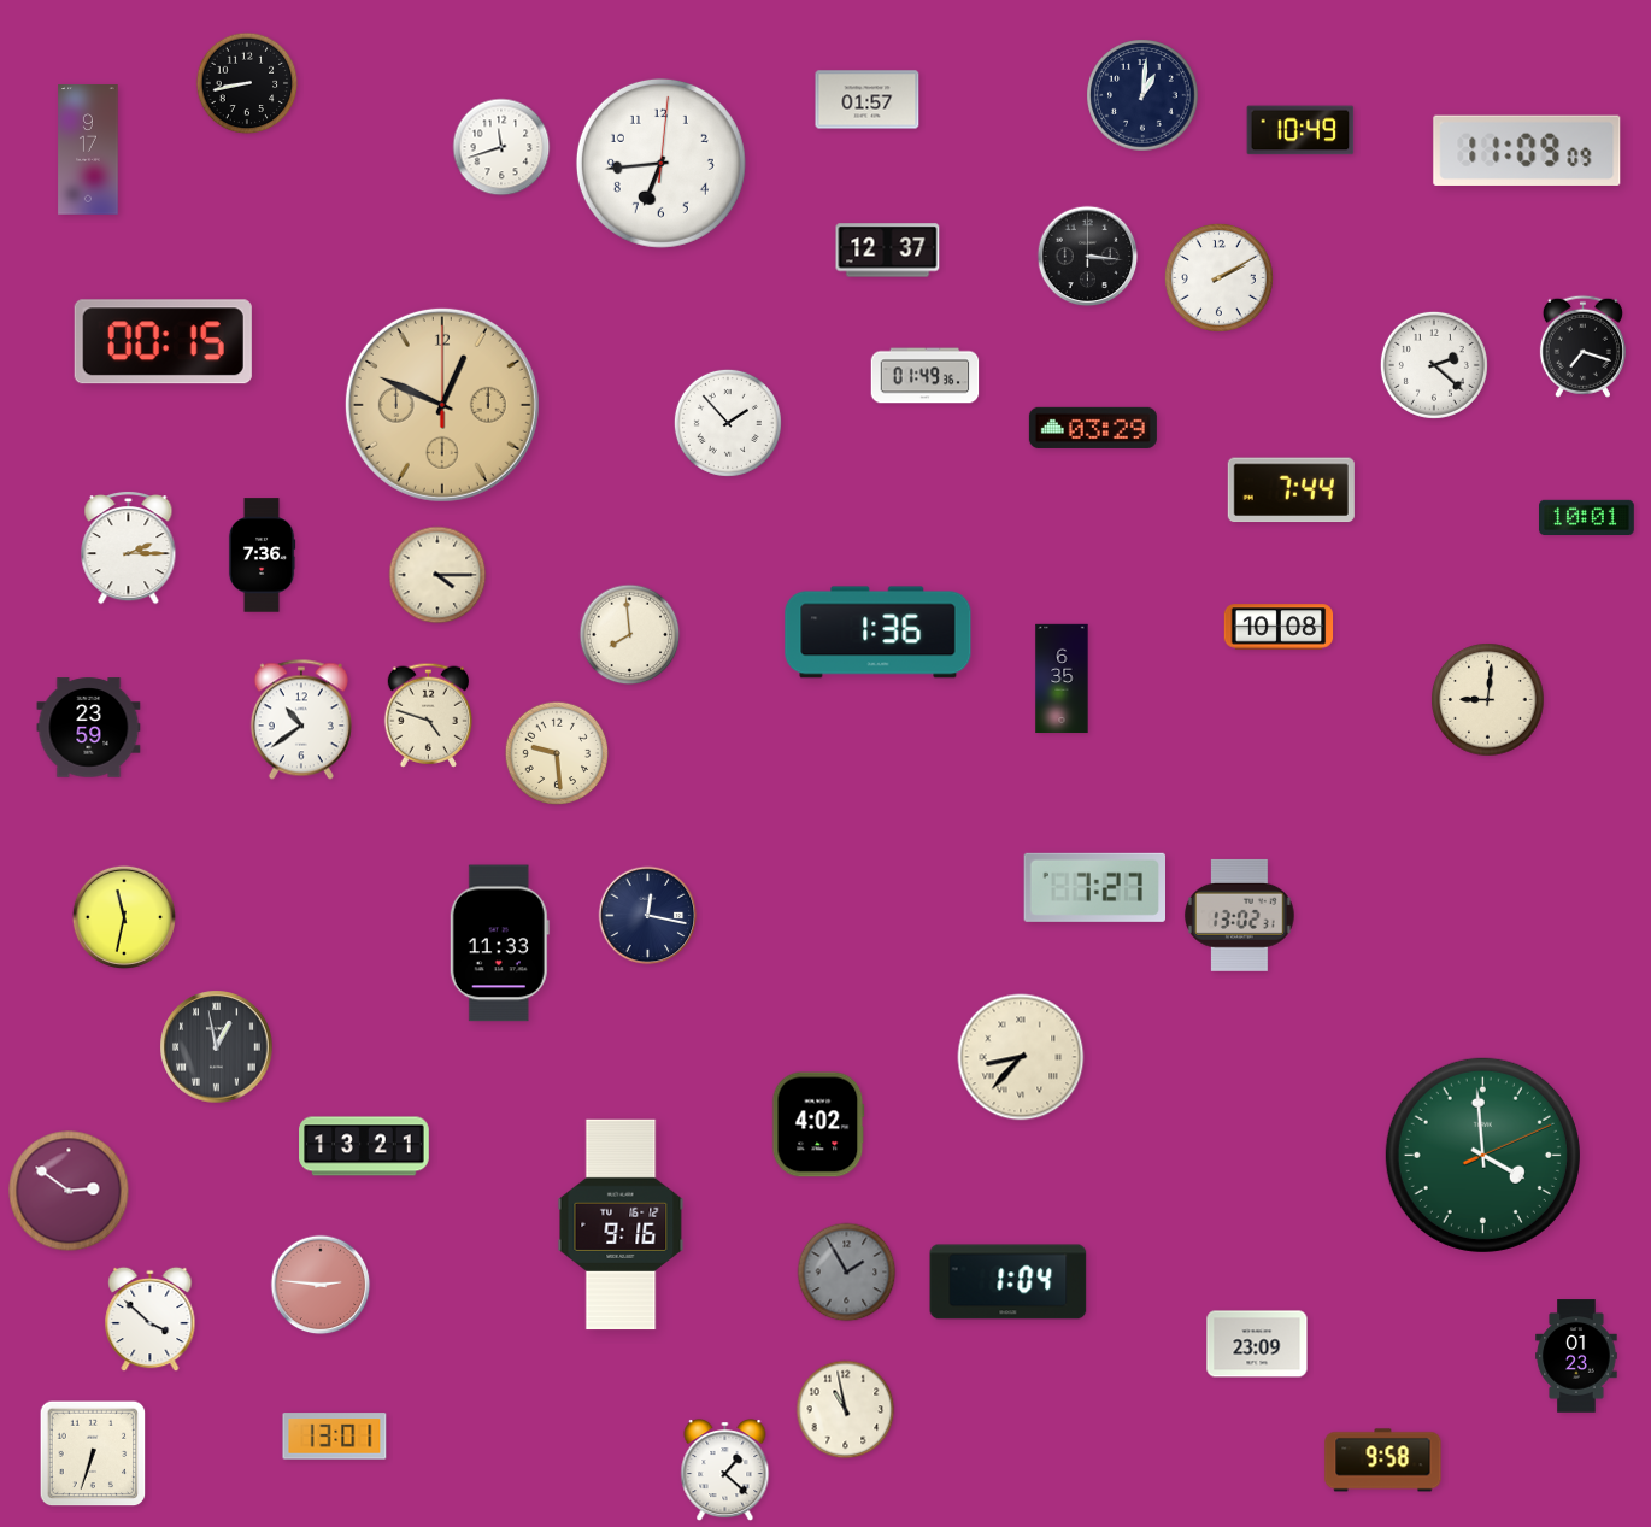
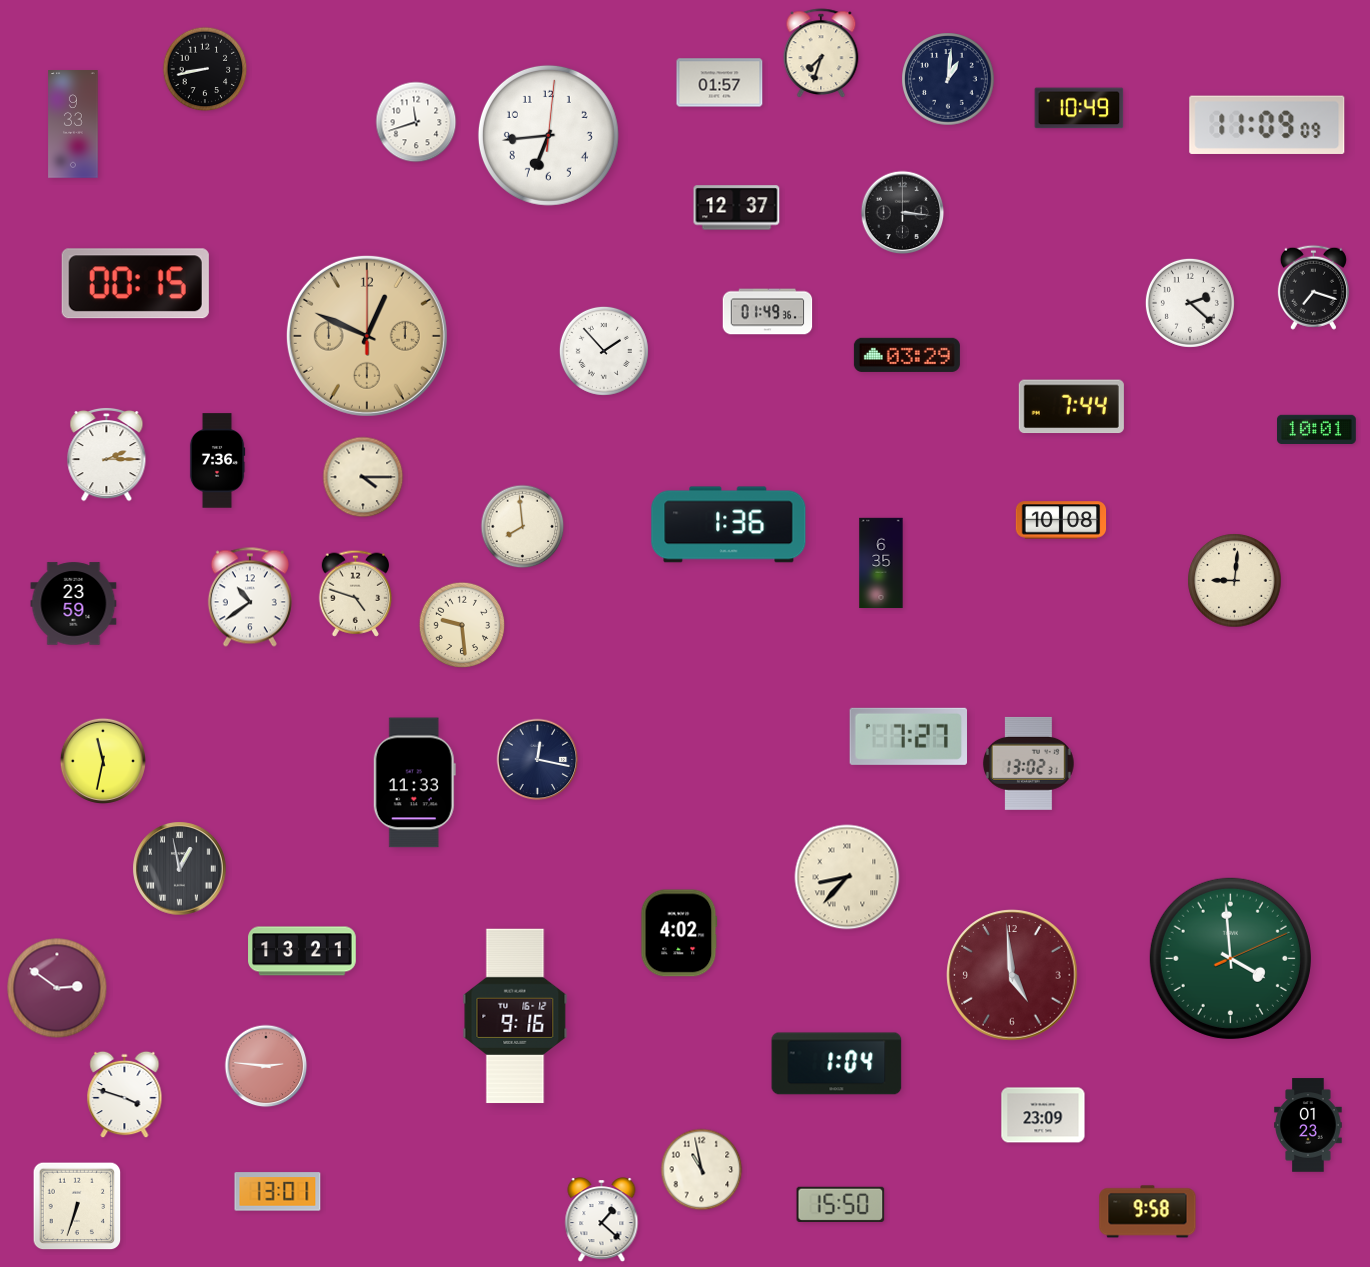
clock at (821, 54): none -> 7:33
clock at (88, 149): 9:17 -> 9:33
clock at (1218, 277): 2:10 -> none
clock at (1239, 915) position: (1239, 915) -> (1028, 763)
clock at (1012, 975): none -> 4:59
clock at (847, 1273): 1:55 -> none
clock at (151, 1320): 3:52 -> 3:48
clock at (841, 1204): none -> 15:50
